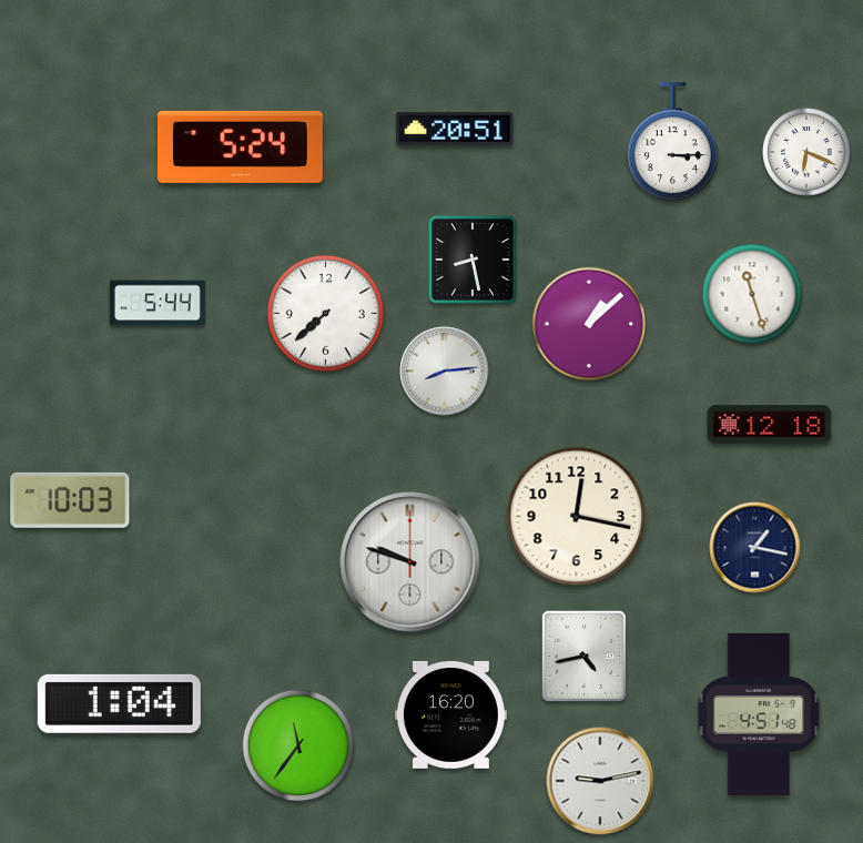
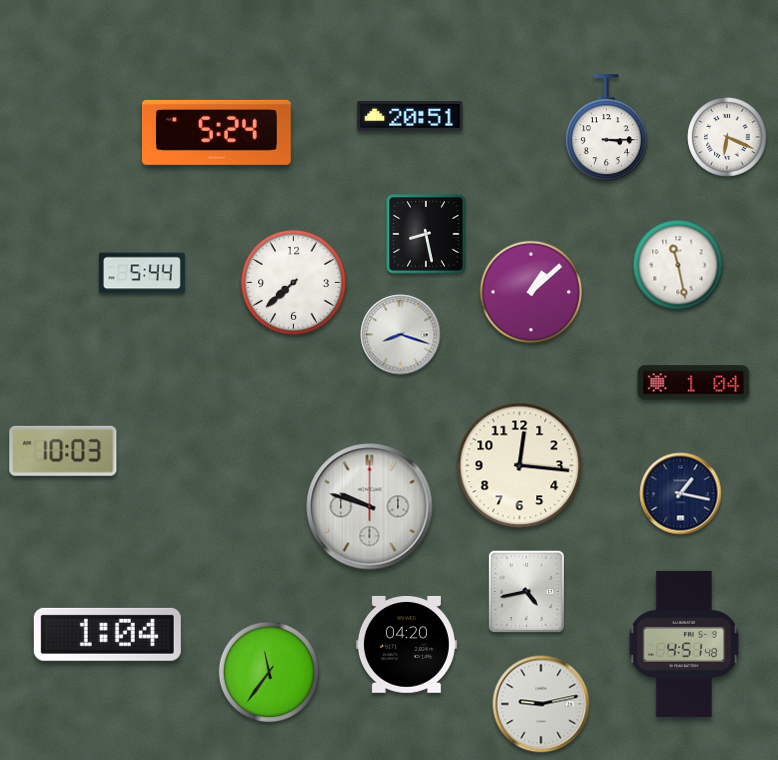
clock at (752, 294): 11:27 -> 11:28
clock at (445, 372): 8:14 -> 8:18
clock at (770, 425): 12:18 -> 1:04
clock at (577, 517): 12:17 -> 12:16
clock at (450, 714): 16:20 -> 04:20
